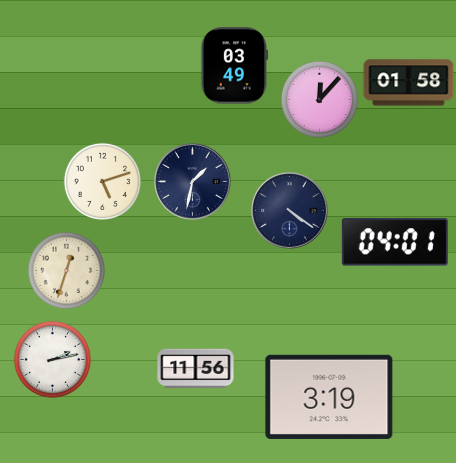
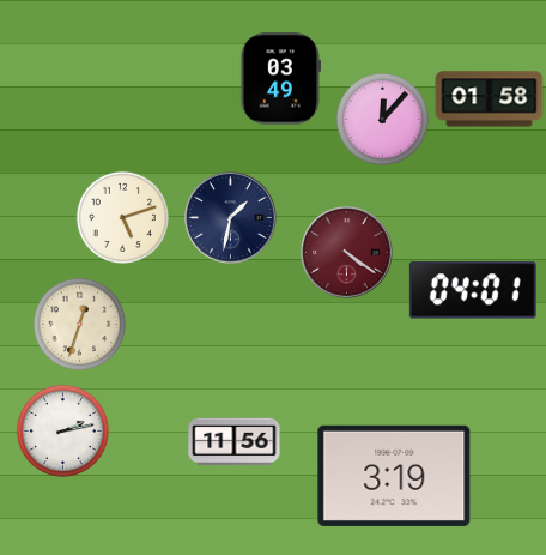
clock at (290, 211) dial: navy -> burgundy
